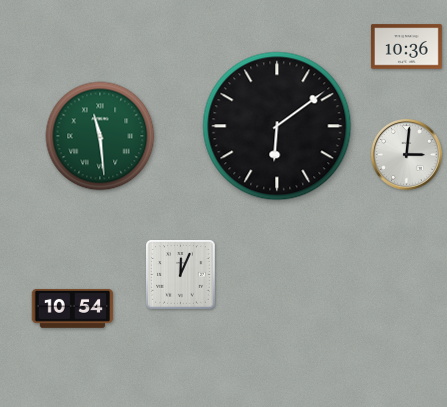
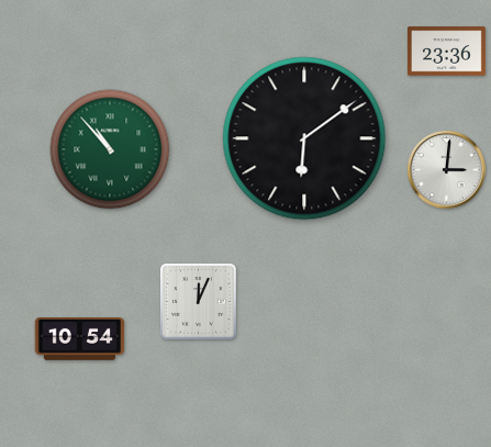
clock at (406, 47): 10:36 -> 23:36
clock at (100, 136): 11:29 -> 10:53
